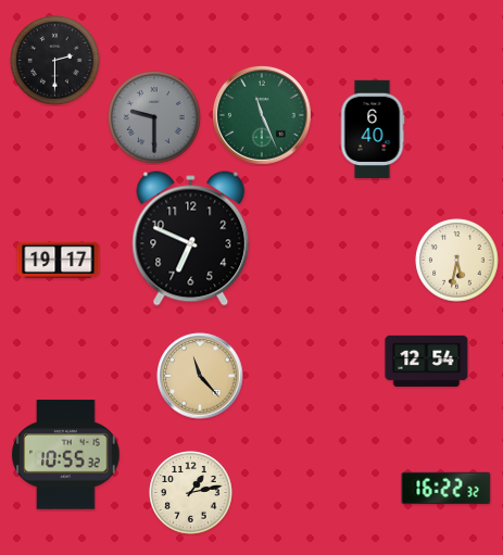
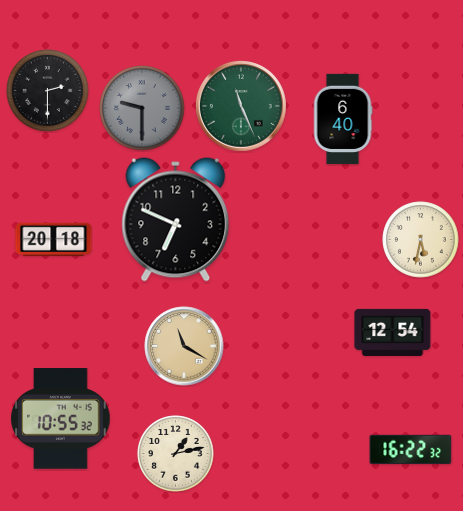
clock at (55, 61) position: (55, 61) -> (48, 91)
clock at (59, 260): 19:17 -> 20:18
clock at (200, 376): 11:23 -> 11:20
